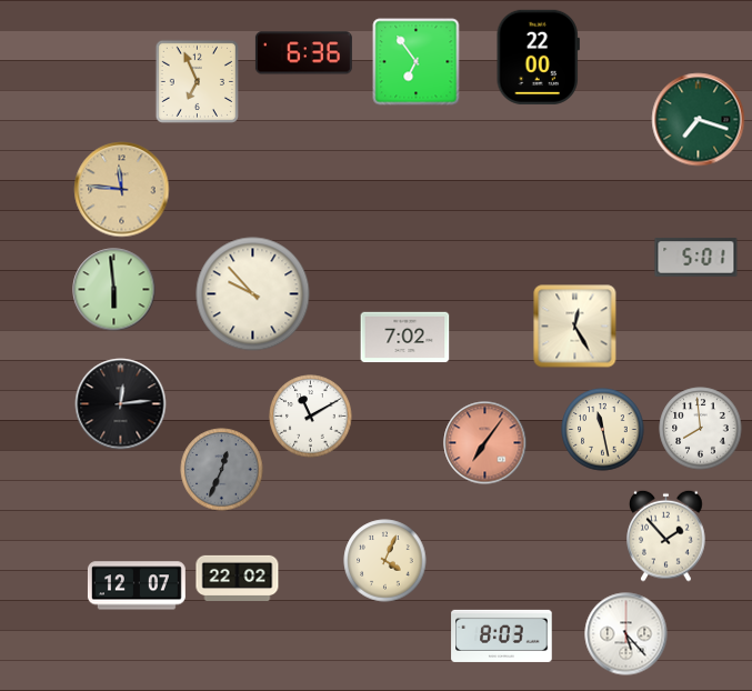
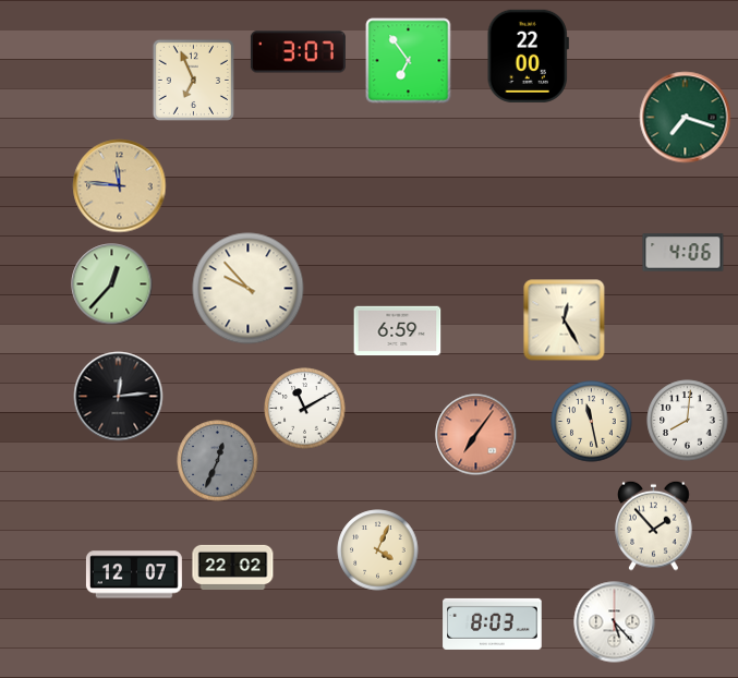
clock at (303, 53): 6:36 -> 3:07
clock at (696, 258): 5:01 -> 4:06
clock at (114, 290): 5:59 -> 12:37
clock at (405, 338): 7:02 -> 6:59
clock at (701, 429): 7:59 -> 8:01
